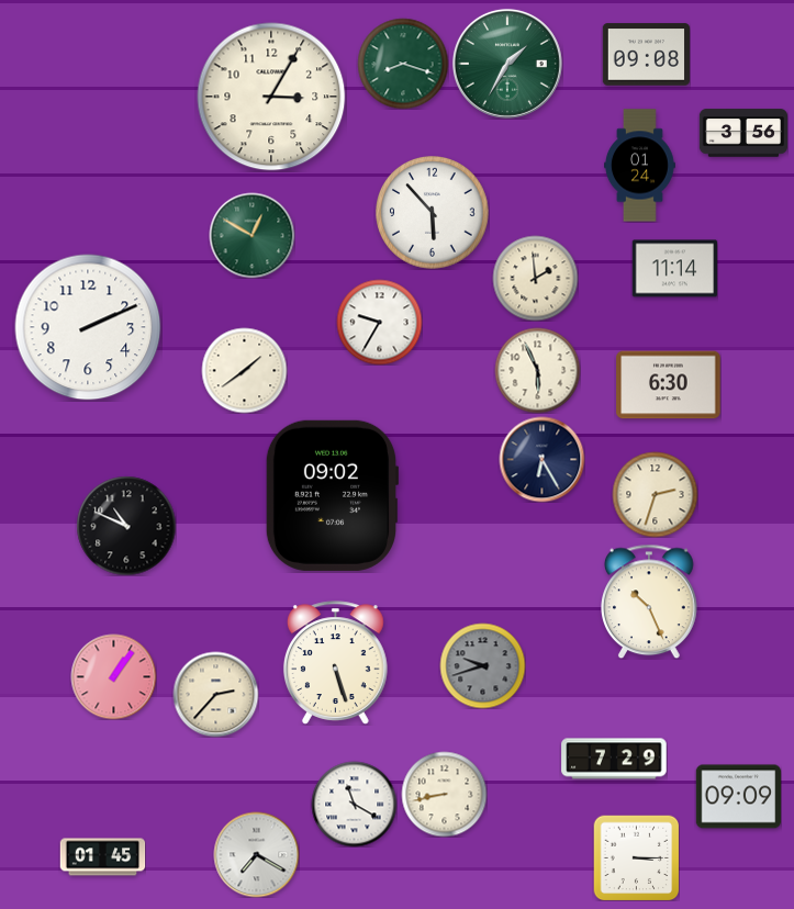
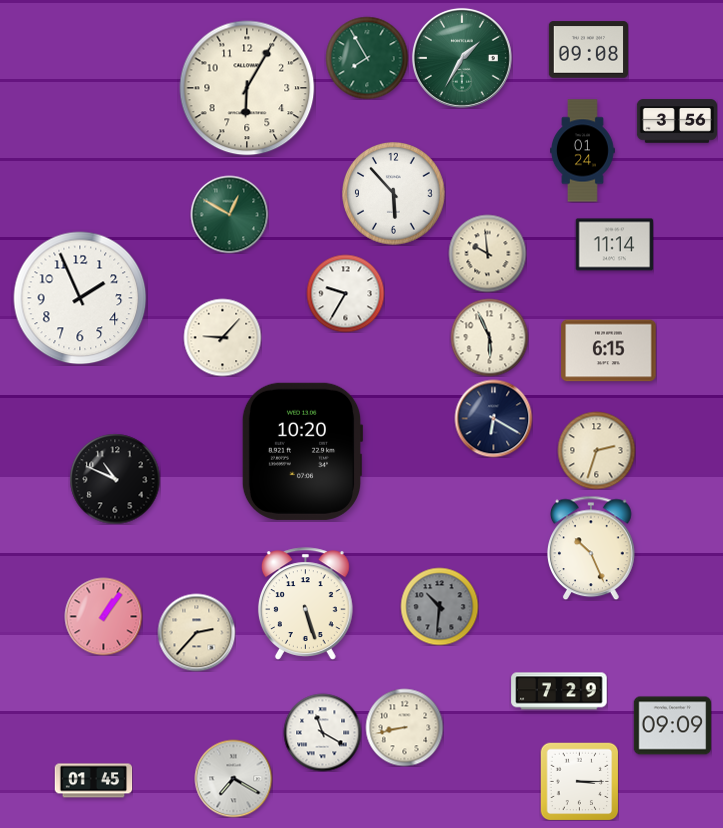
clock at (403, 64): 8:18 -> 7:55
clock at (271, 97): 3:05 -> 6:05
clock at (535, 278): 1:59 -> 9:59
clock at (88, 327): 2:11 -> 1:56
clock at (244, 370): 1:39 -> 9:07
clock at (669, 385): 6:30 -> 6:15
clock at (541, 459): 6:25 -> 6:20
clock at (332, 495): 09:02 -> 10:20
clock at (482, 665): 9:42 -> 10:31
clock at (444, 794) position: (444, 794) -> (404, 727)
